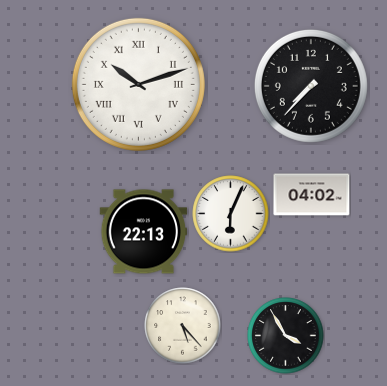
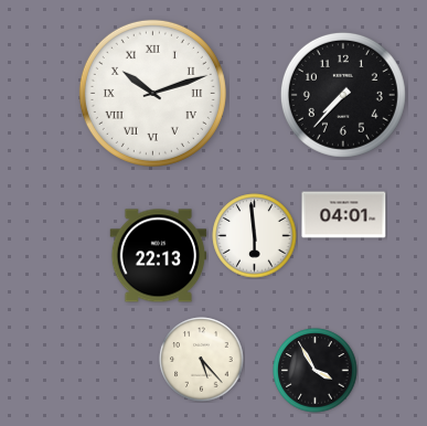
clock at (312, 195): 04:02 -> 04:01
clock at (231, 214): 6:04 -> 5:59
